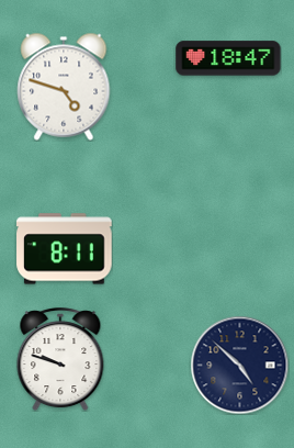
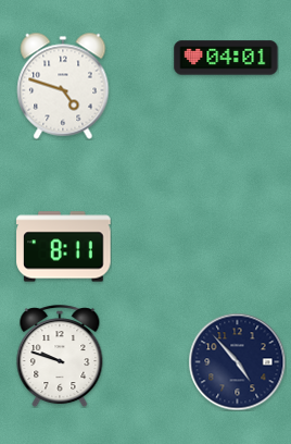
clock at (228, 58): 18:47 -> 04:01
clock at (239, 365): 4:52 -> 4:53
